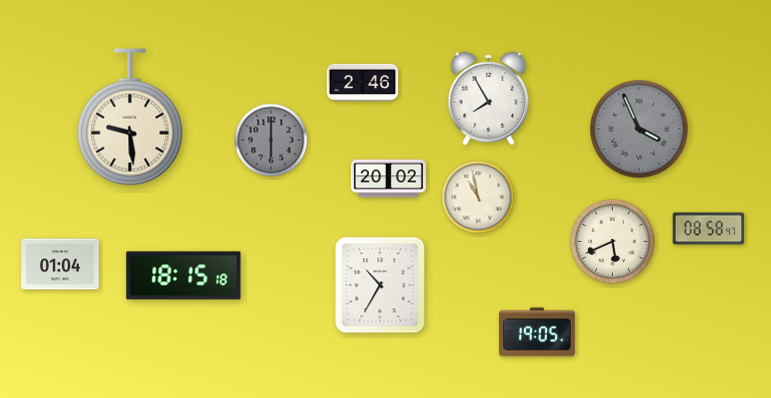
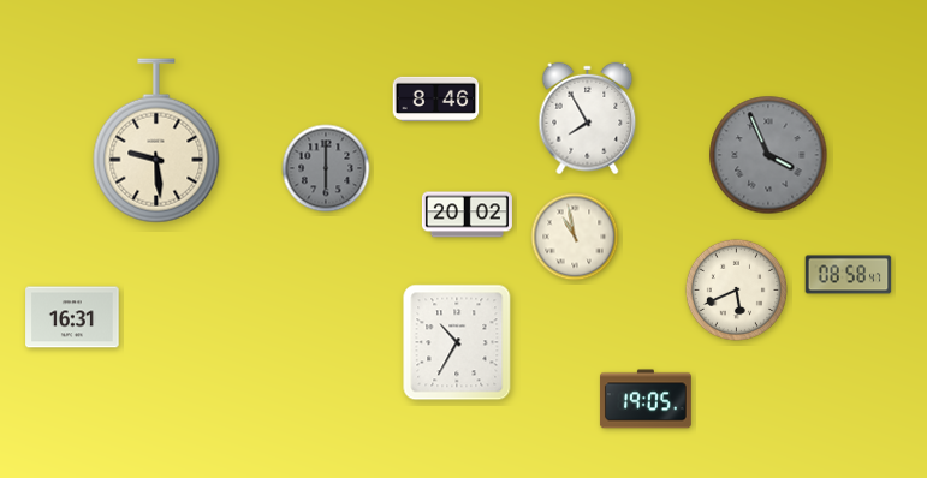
clock at (363, 82): 2:46 -> 8:46
clock at (709, 229) position: (709, 229) -> (849, 275)
clock at (60, 264): 01:04 -> 16:31
clock at (184, 276): 18:15 -> none
